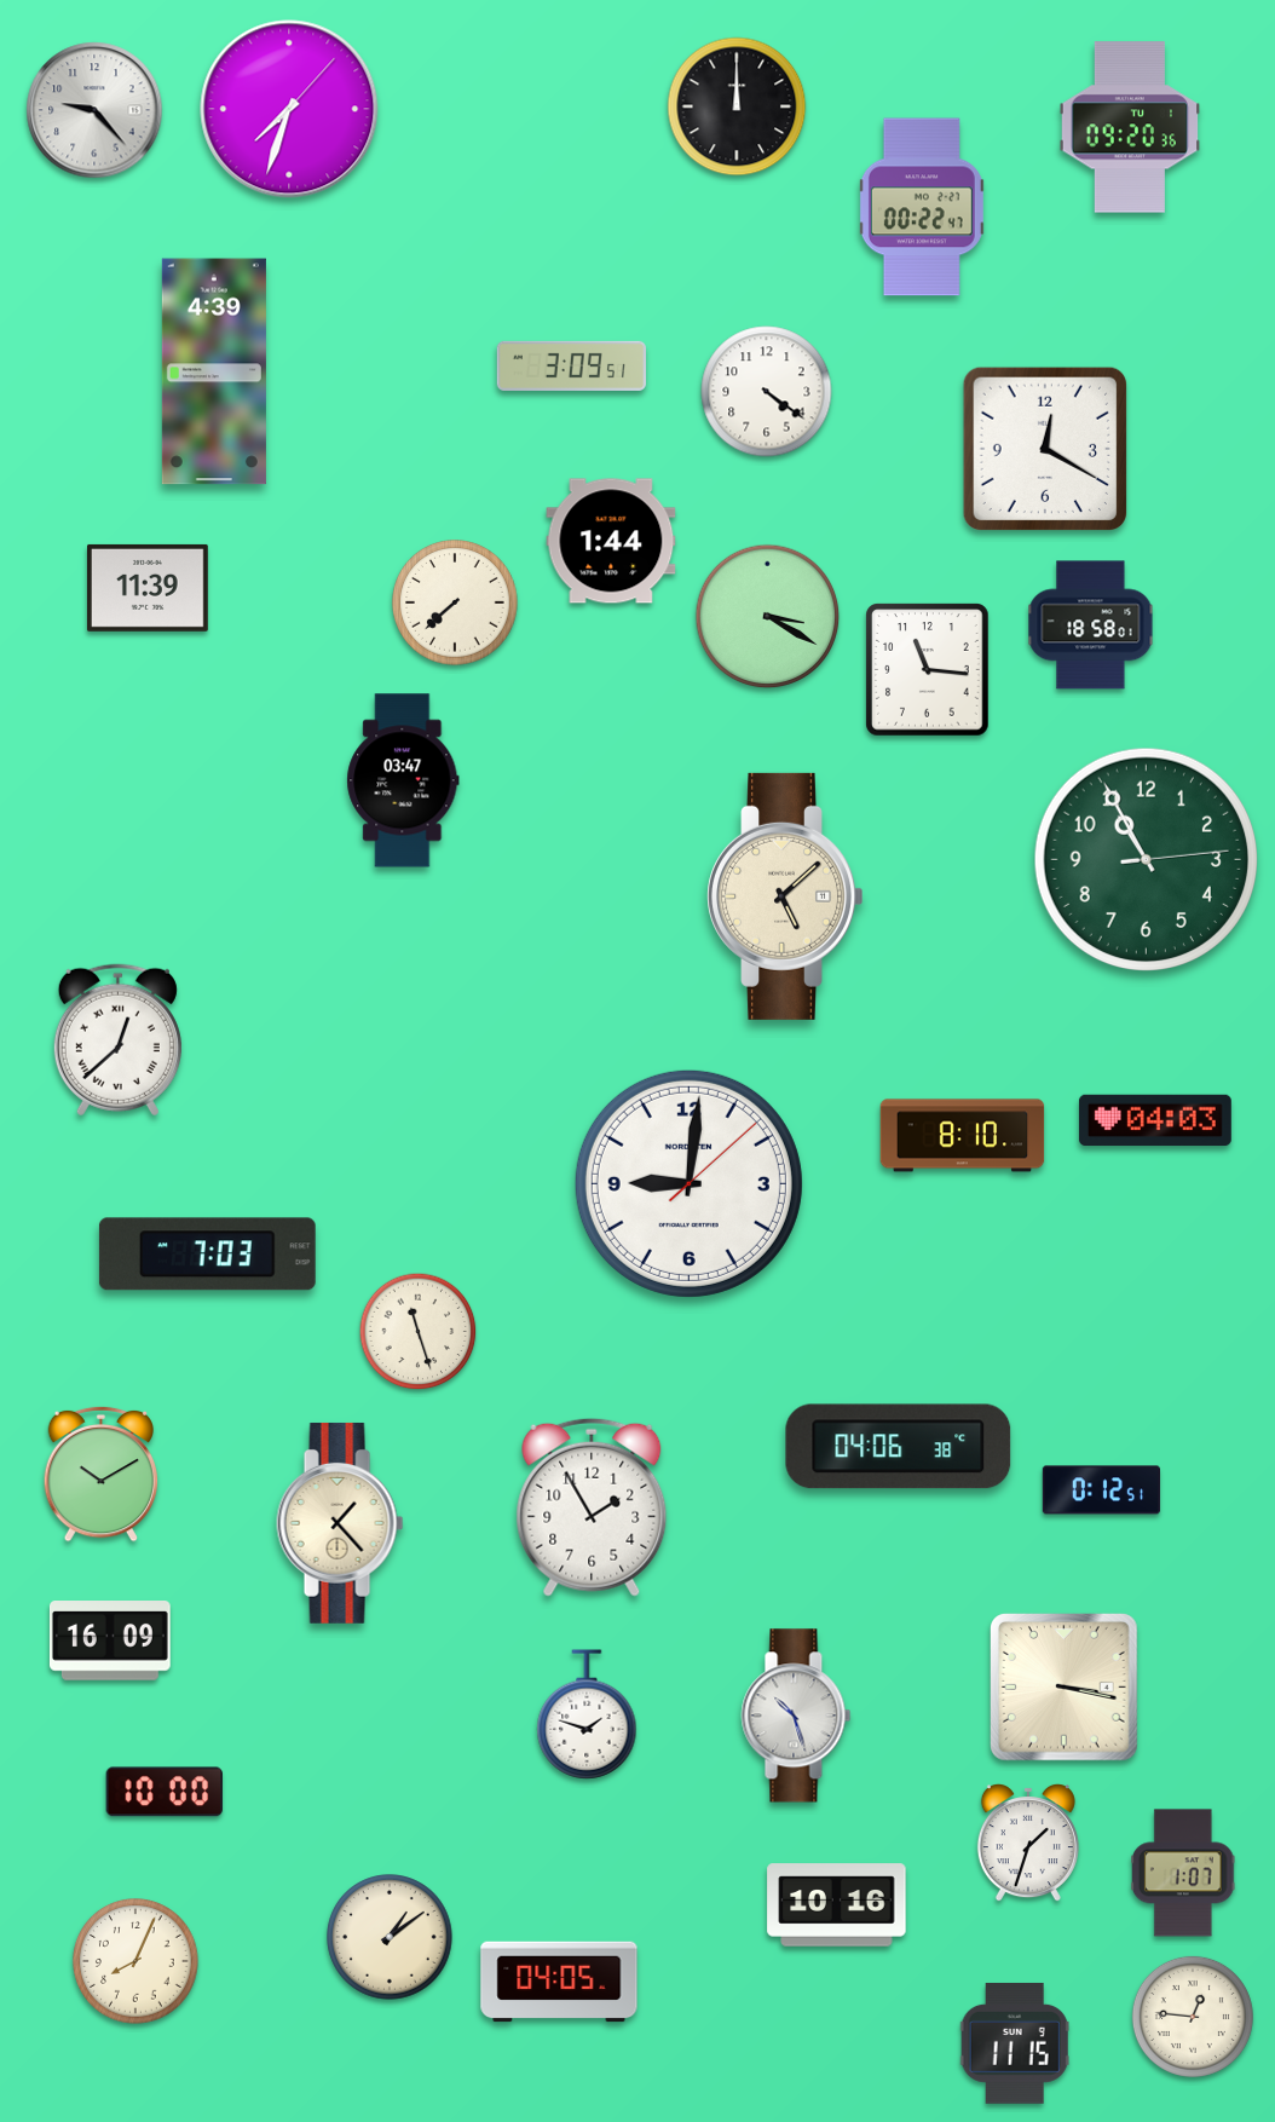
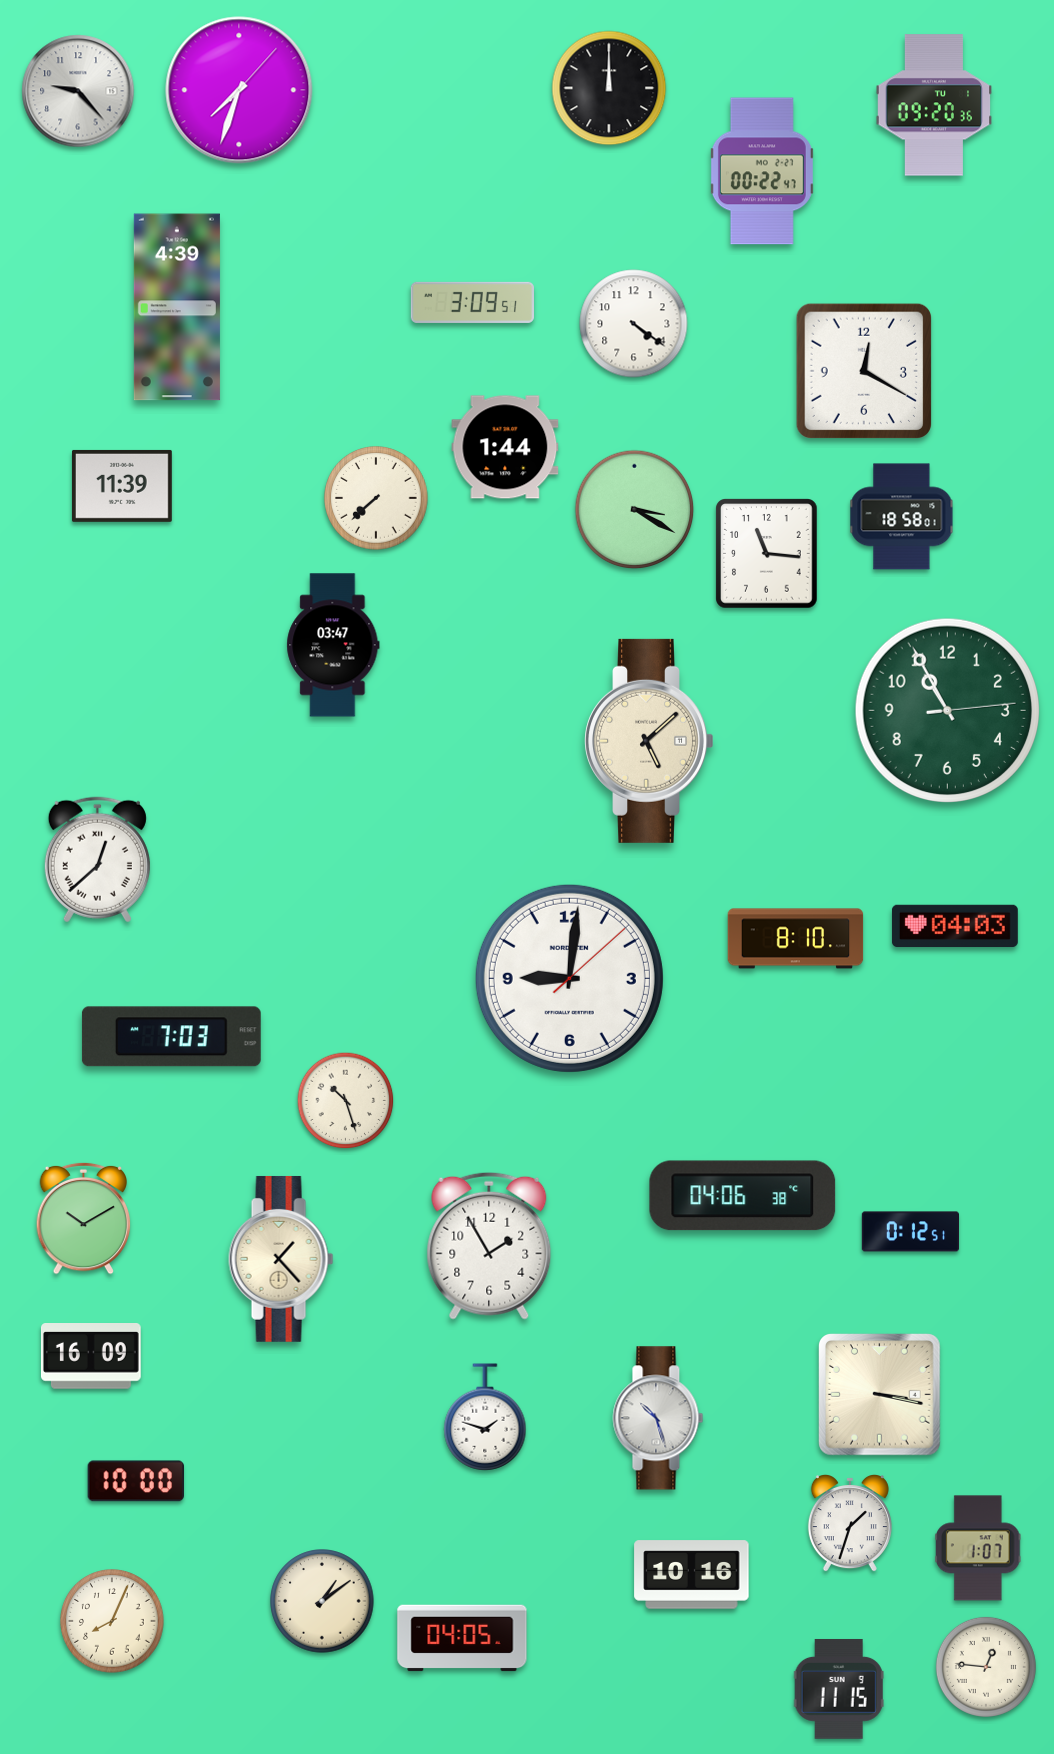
clock at (419, 1332): 11:27 -> 10:27
